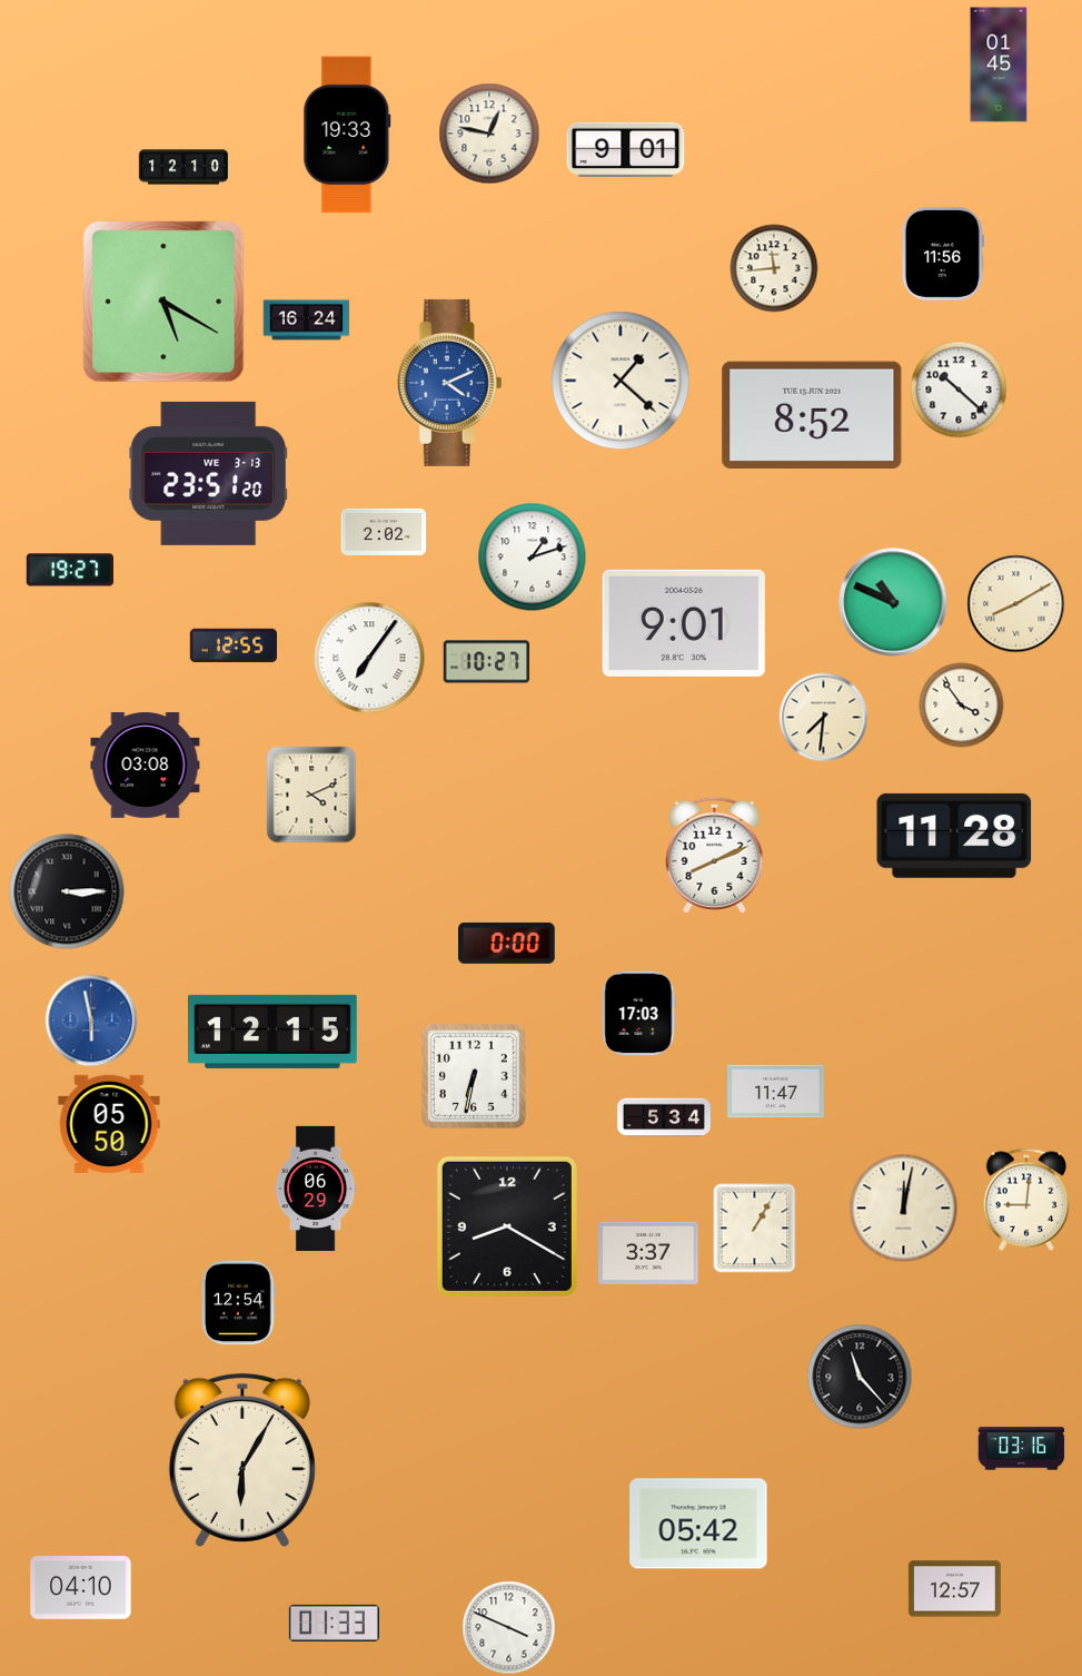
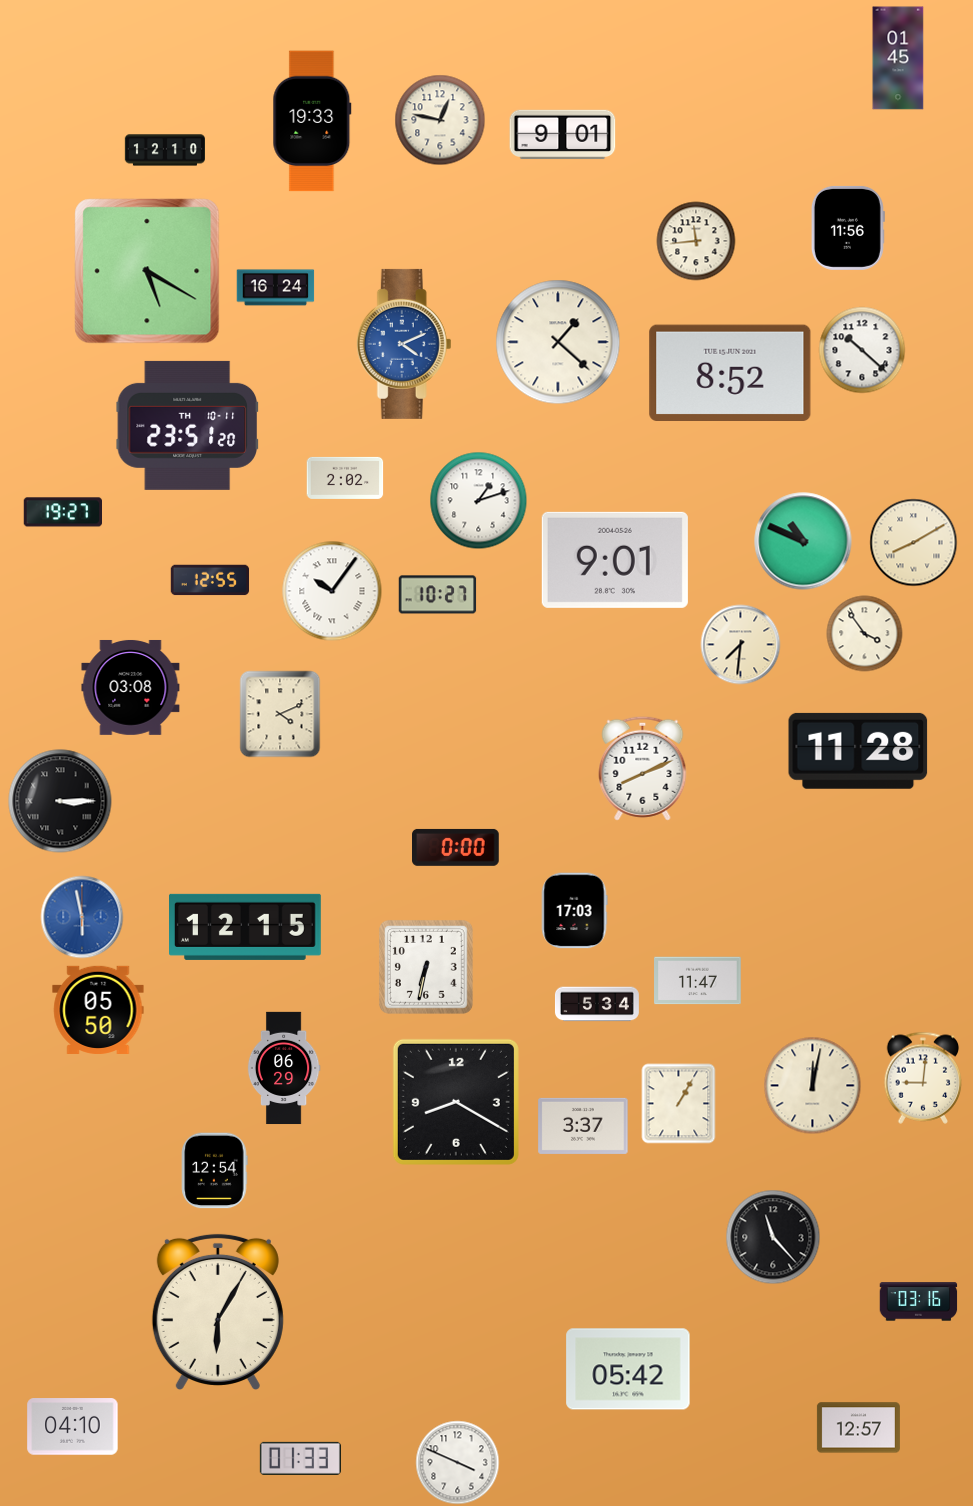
clock at (208, 473) date: WE 3-13 -> TH 10-11
clock at (369, 658): 7:06 -> 10:06
